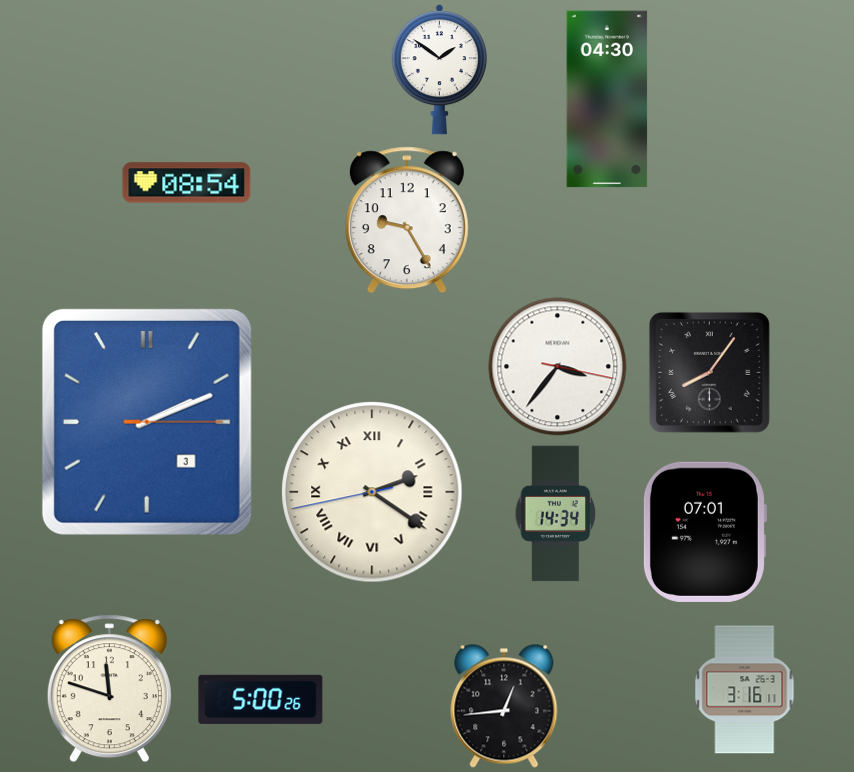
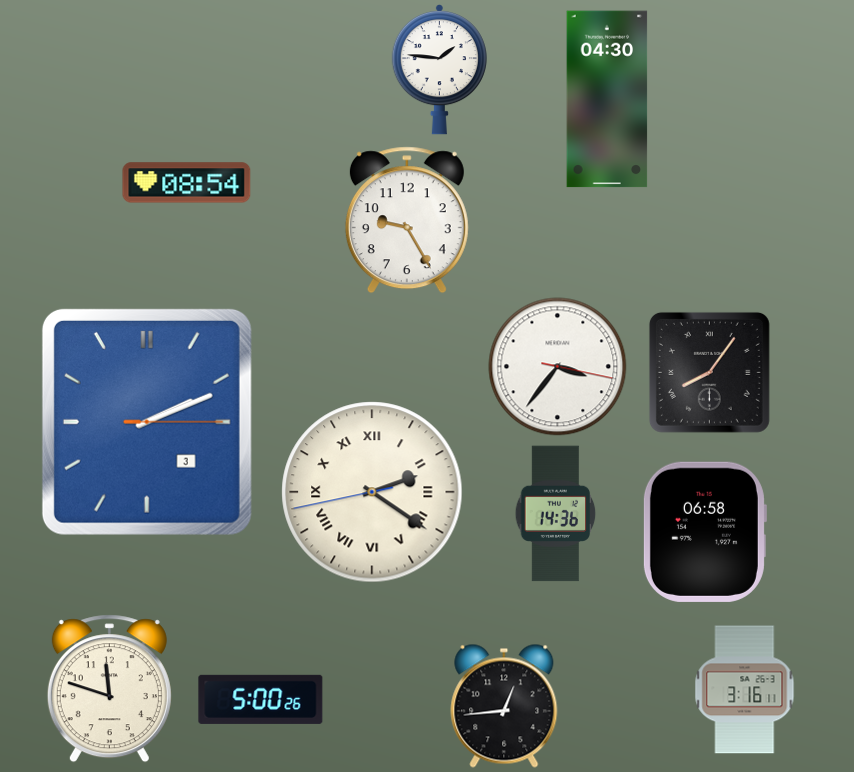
clock at (439, 70): 1:51 -> 1:46
clock at (556, 514): 14:34 -> 14:36
clock at (704, 532): 07:01 -> 06:58
